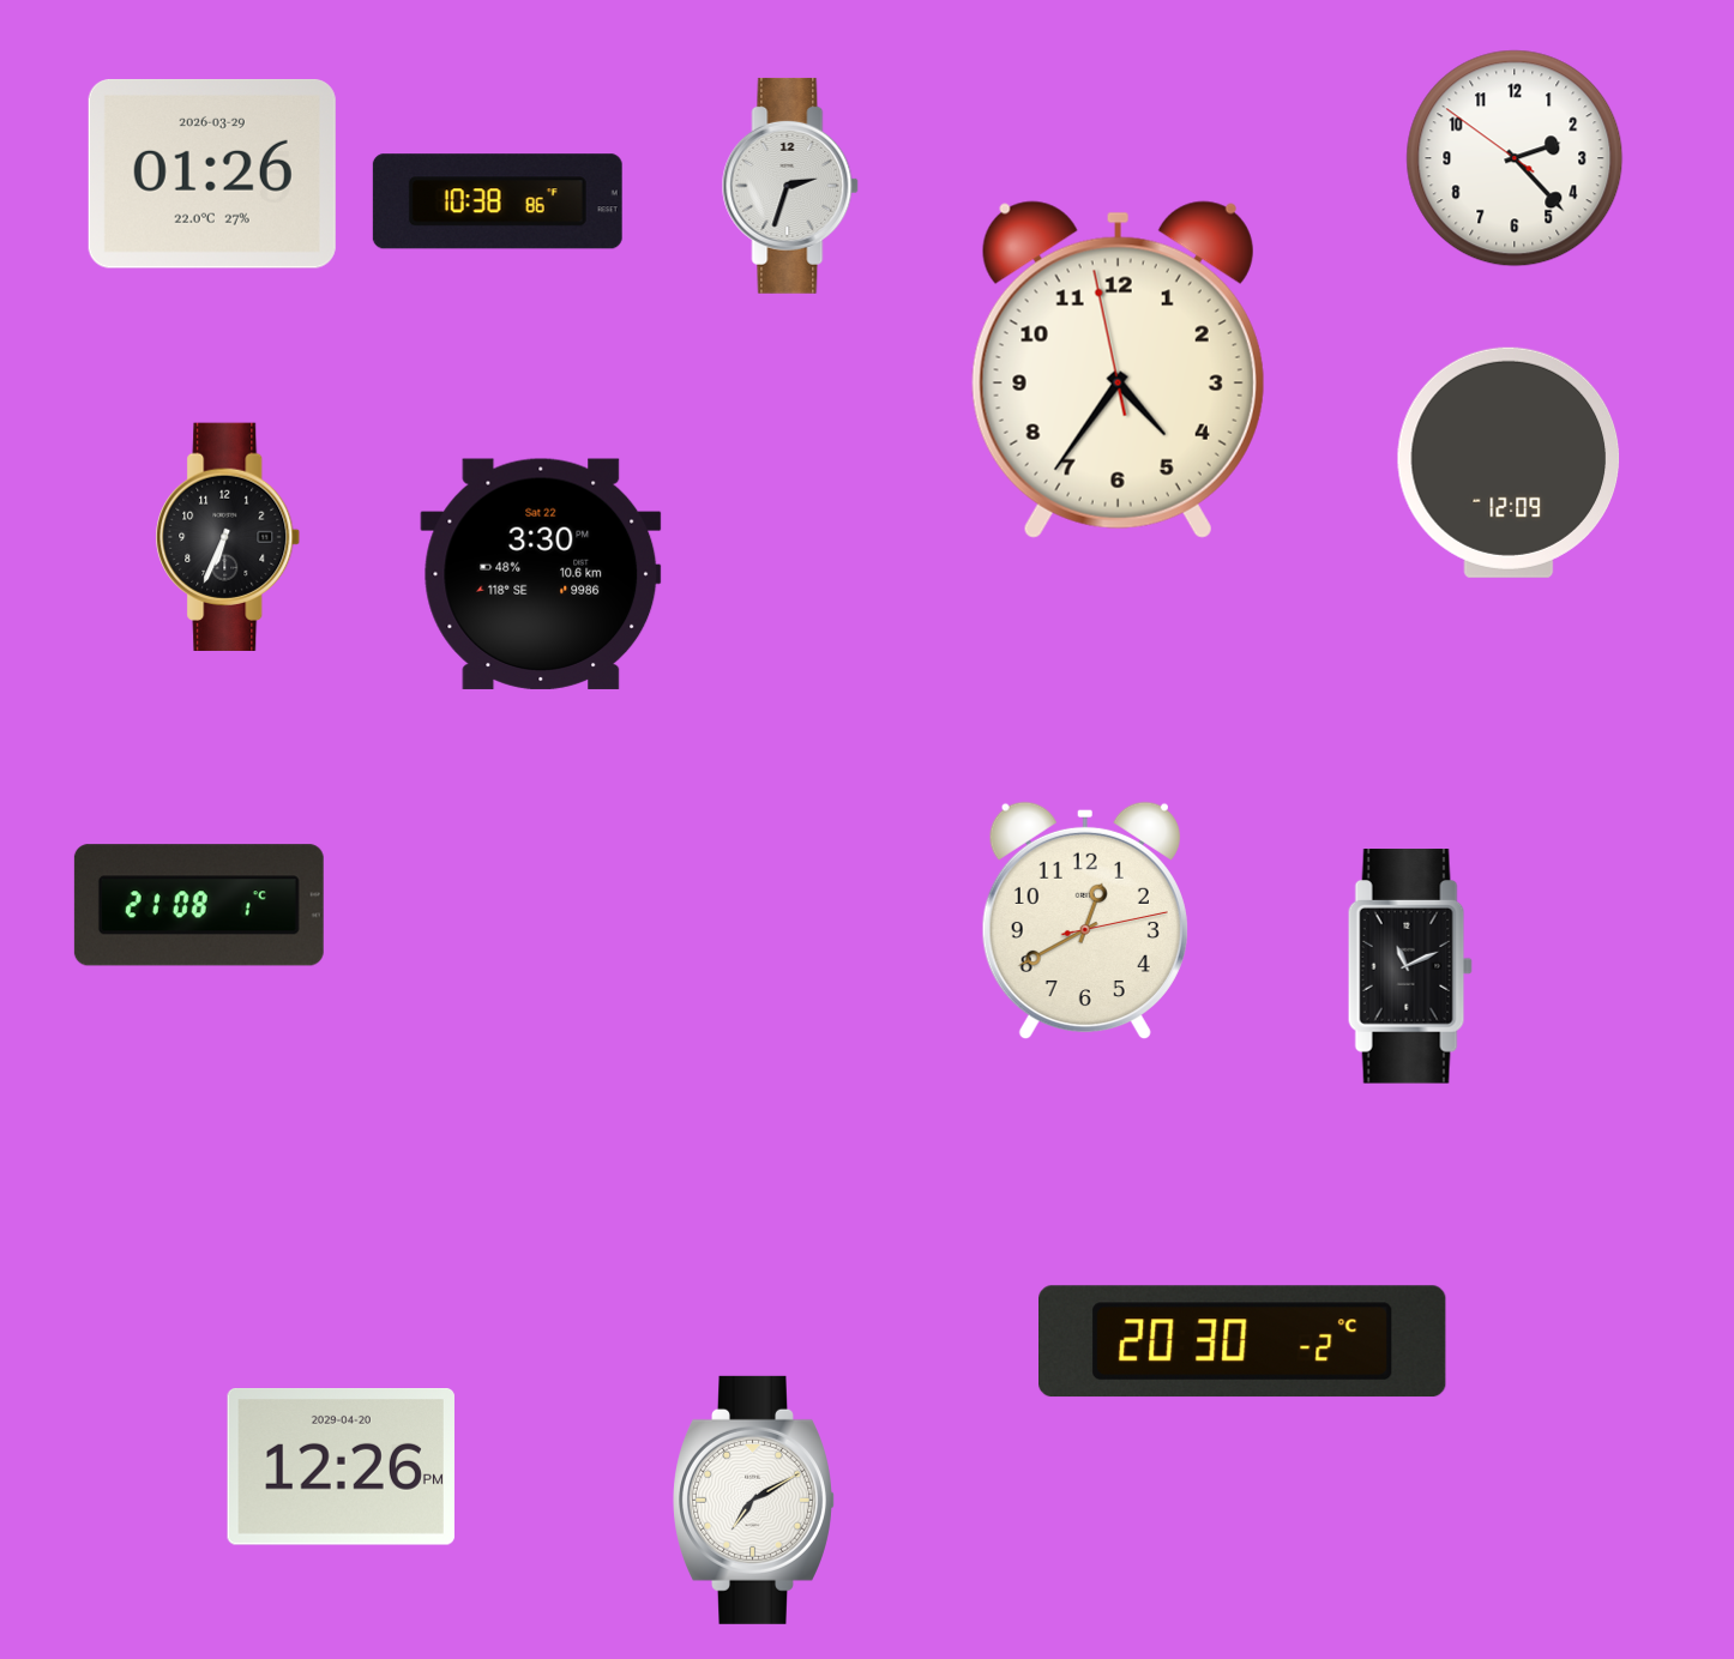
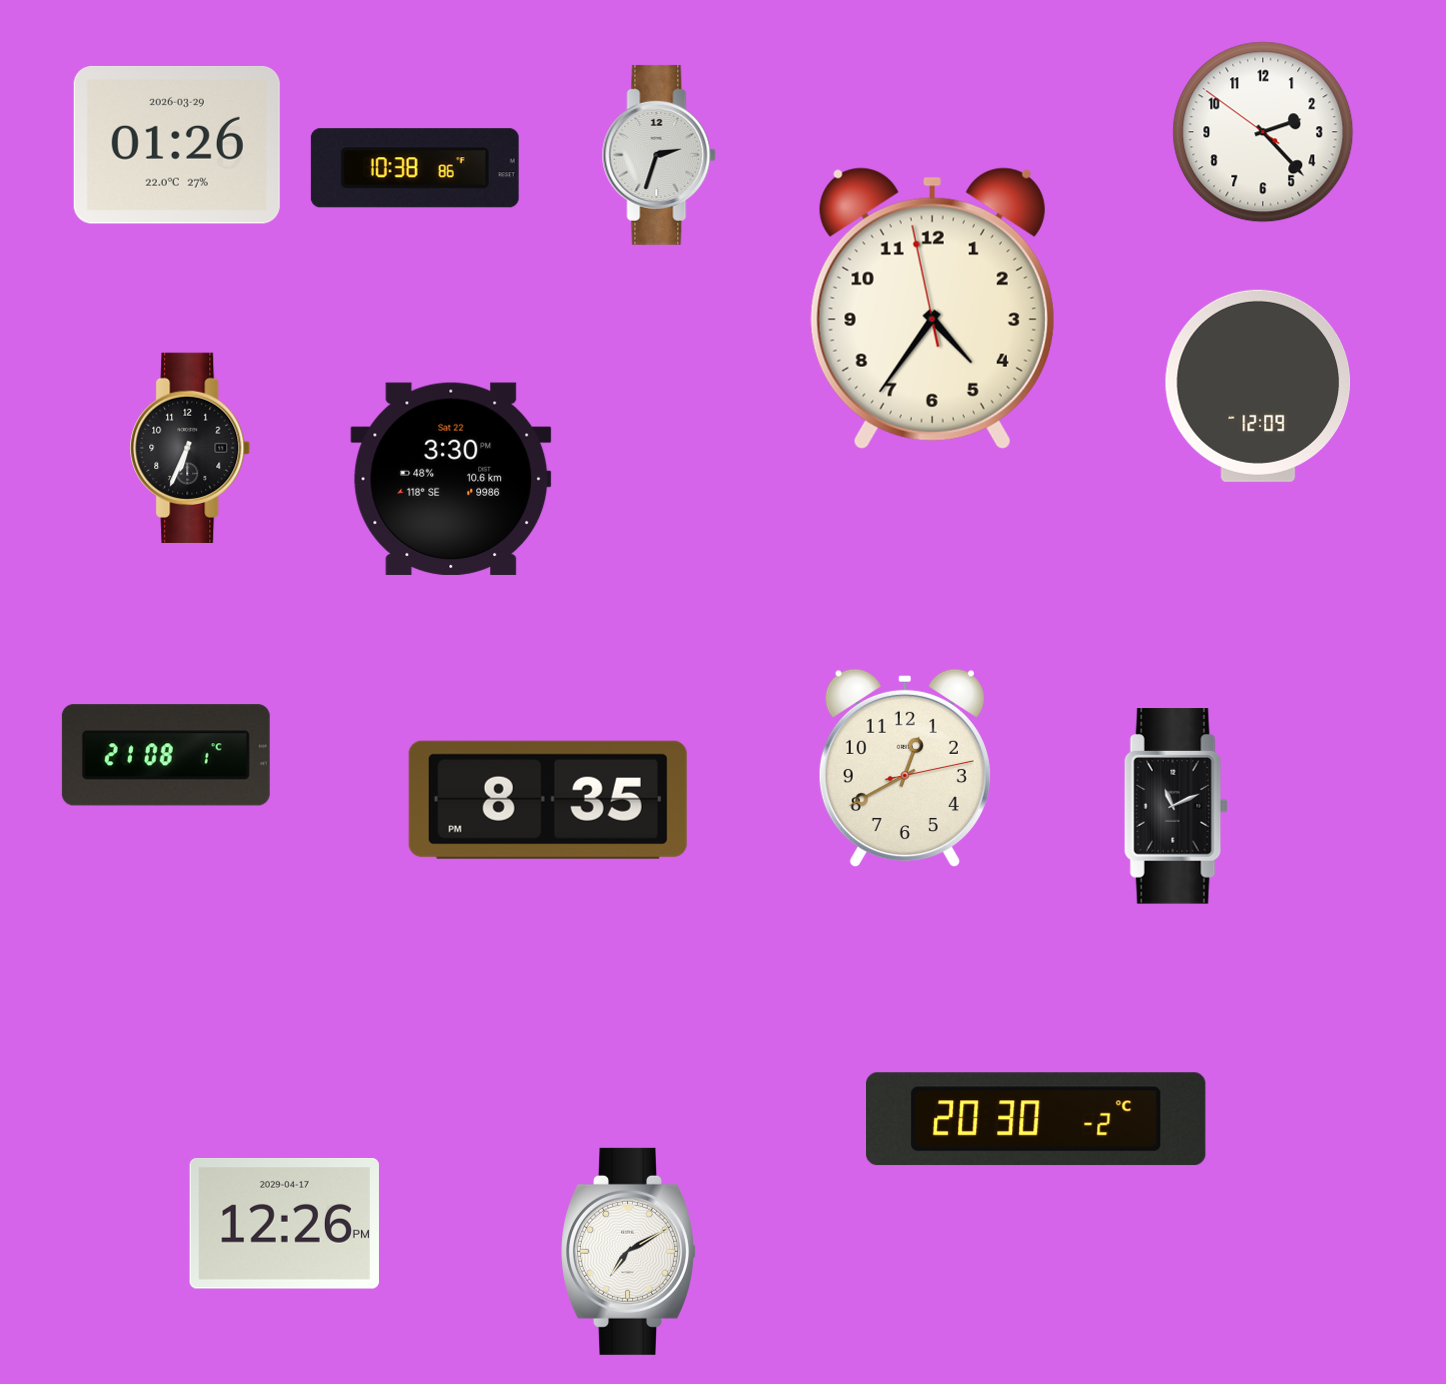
clock at (548, 800): none -> 8:35
clock at (341, 1467) date: 2029-04-20 -> 2029-04-17
